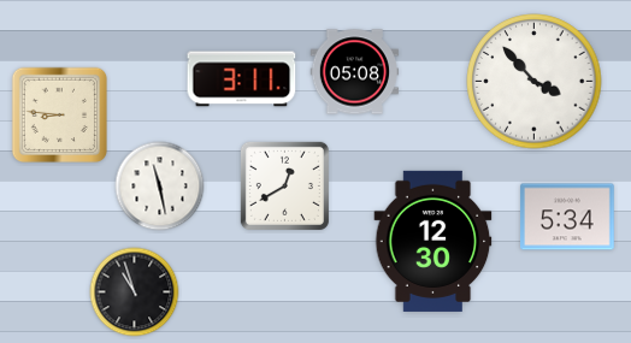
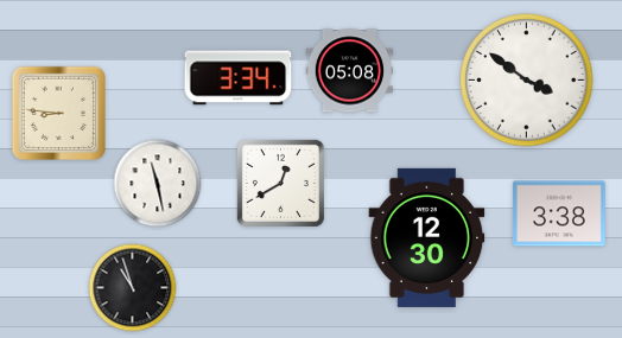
clock at (242, 79): 3:11 -> 3:34
clock at (535, 82): 3:53 -> 3:51
clock at (567, 217): 5:34 -> 3:38
